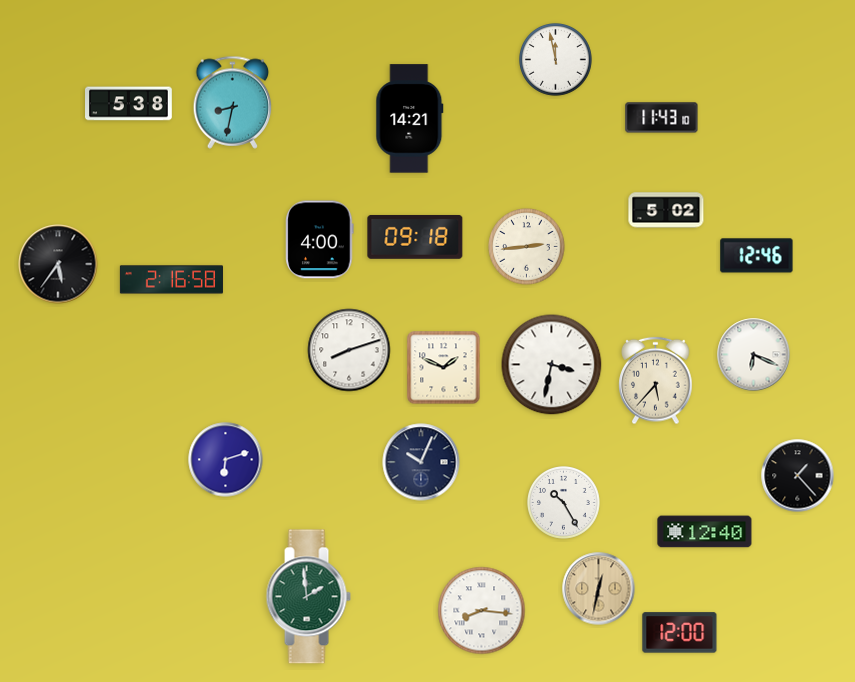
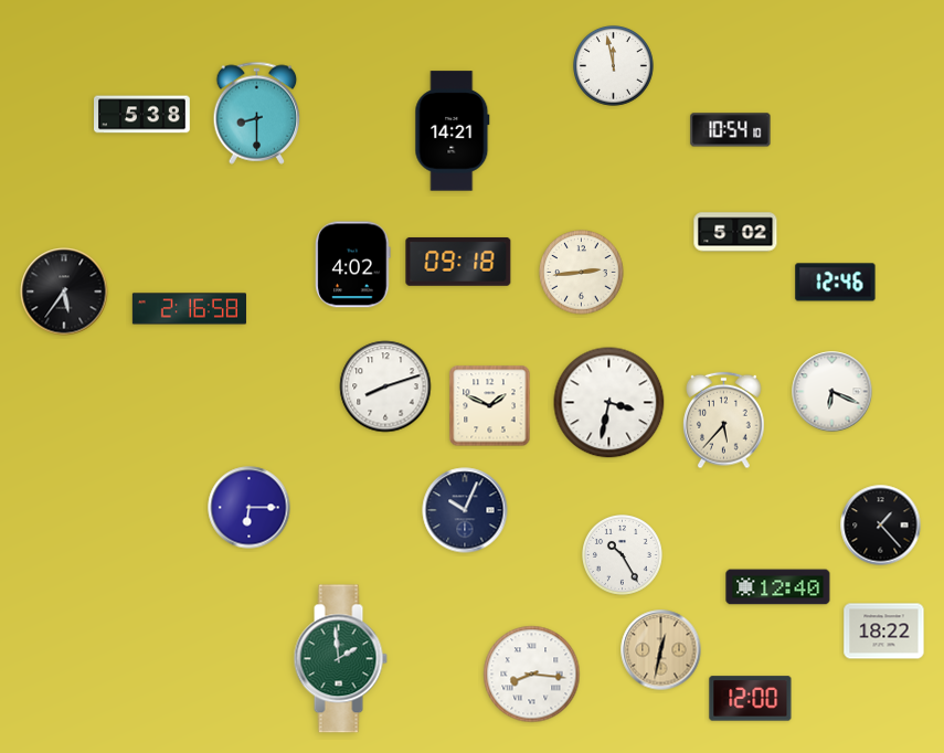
clock at (233, 102): 8:32 -> 8:30
clock at (662, 118): 11:43 -> 10:54
clock at (320, 240): 4:00 -> 4:02
clock at (226, 460): 6:12 -> 6:15
clock at (884, 632): none -> 18:22
